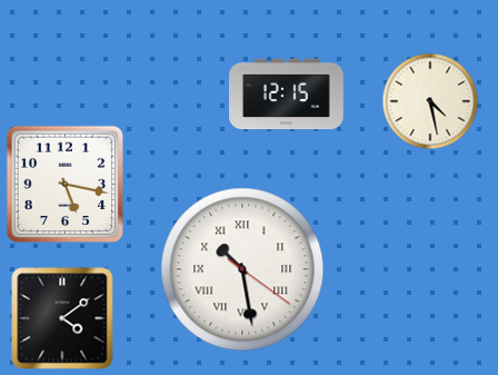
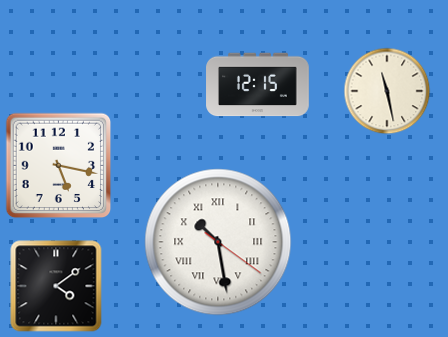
clock at (430, 101): 4:28 -> 11:28
